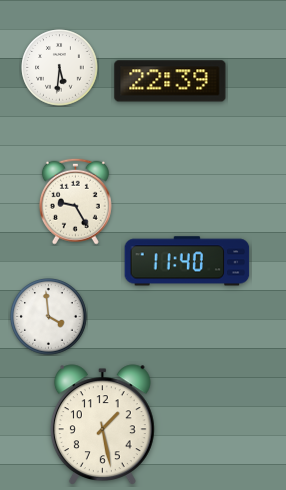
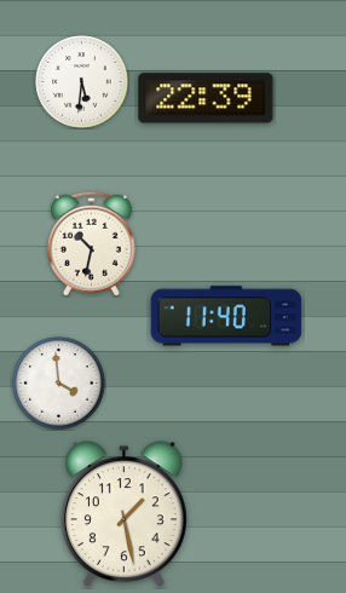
clock at (60, 68) position: (60, 68) -> (82, 82)
clock at (75, 201): 9:25 -> 10:32
